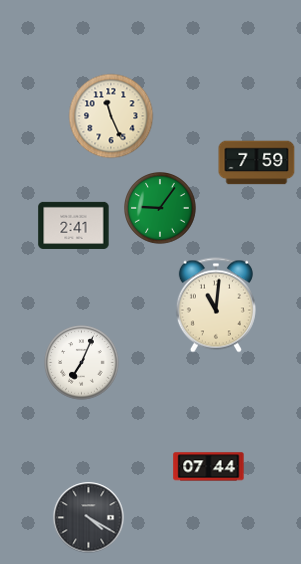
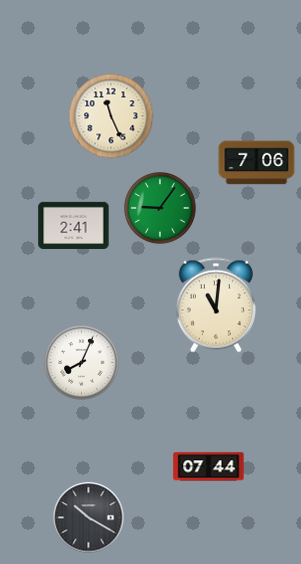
clock at (257, 163): 7:59 -> 7:06
clock at (82, 363): 7:04 -> 8:04
clock at (89, 518): 4:20 -> 10:20
